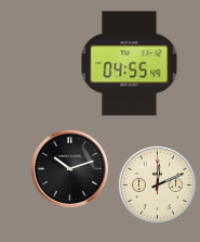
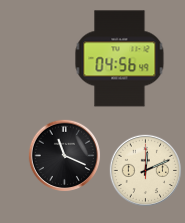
clock at (130, 64): 04:55 -> 04:56
clock at (70, 169): 10:12 -> 11:19
